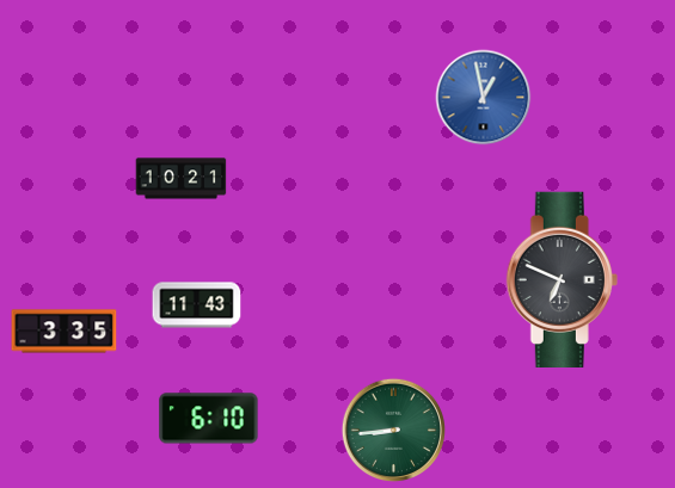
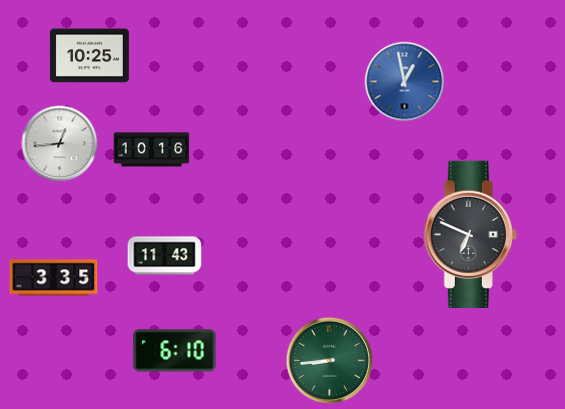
clock at (89, 56): none -> 10:25
clock at (60, 144): none -> 12:44
clock at (182, 179): 10:21 -> 10:16
